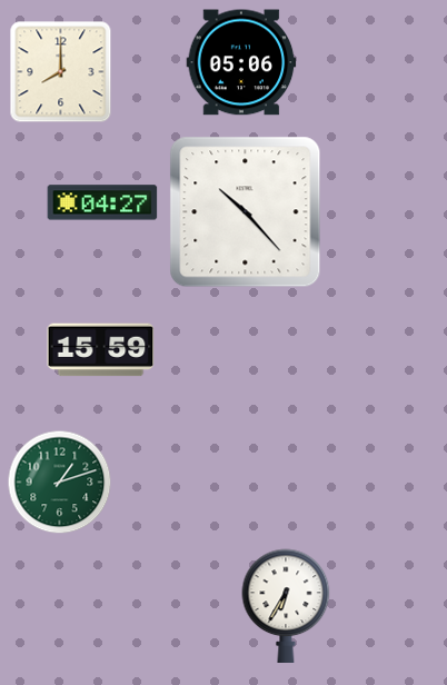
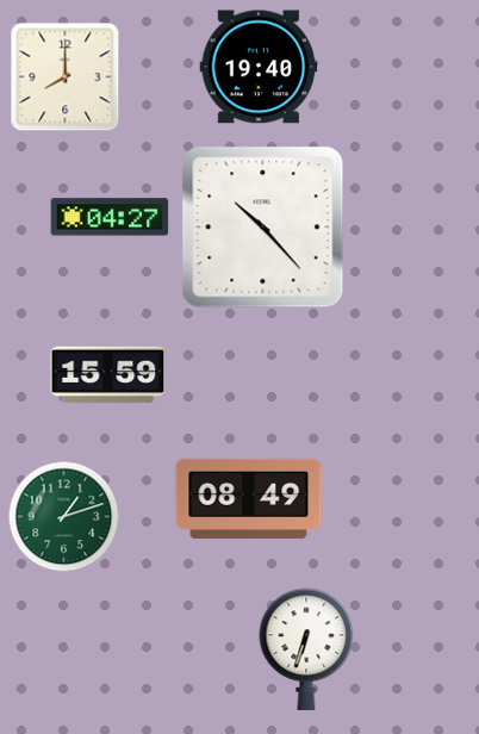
clock at (241, 62): 05:06 -> 19:40
clock at (249, 498): none -> 08:49
clock at (286, 605): 6:35 -> 6:33
